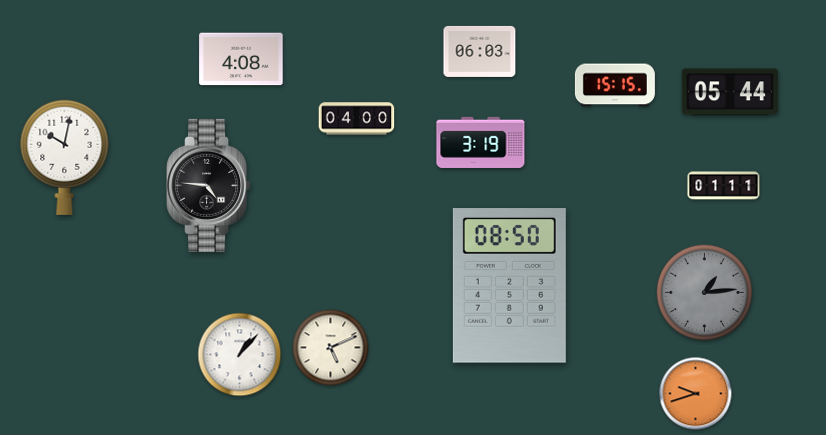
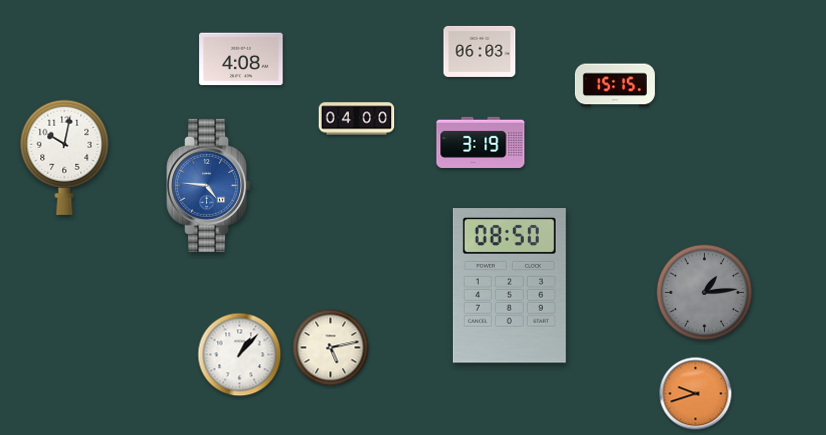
clock at (730, 92): 05:44 -> none
clock at (209, 185) dial: black -> blue
clock at (724, 186): 01:11 -> none
clock at (331, 348): 5:11 -> 5:13
